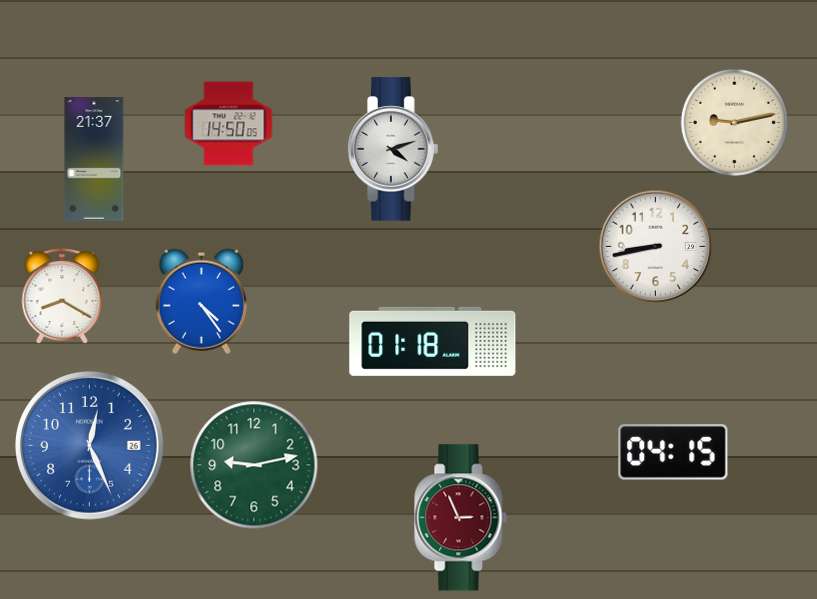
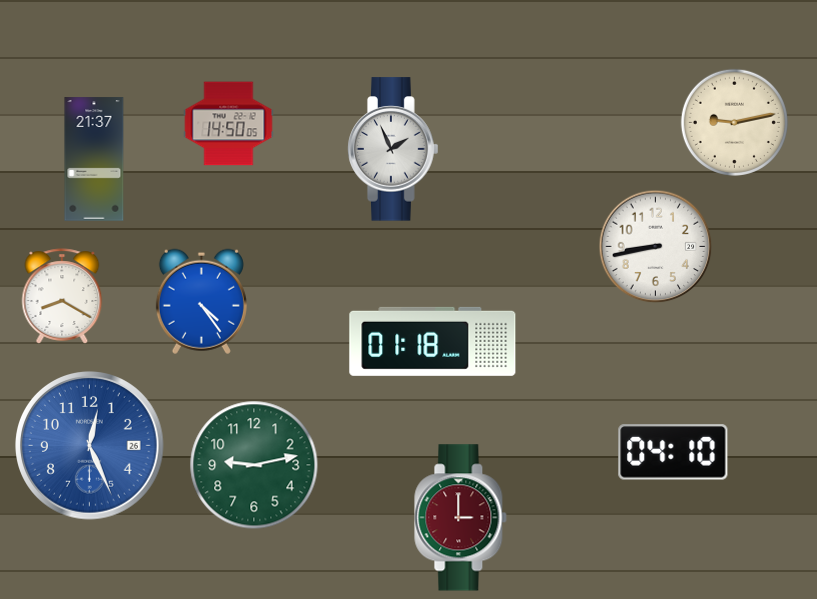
clock at (393, 149): 4:12 -> 1:56
clock at (673, 452): 04:15 -> 04:10
clock at (461, 518): 2:56 -> 3:00
